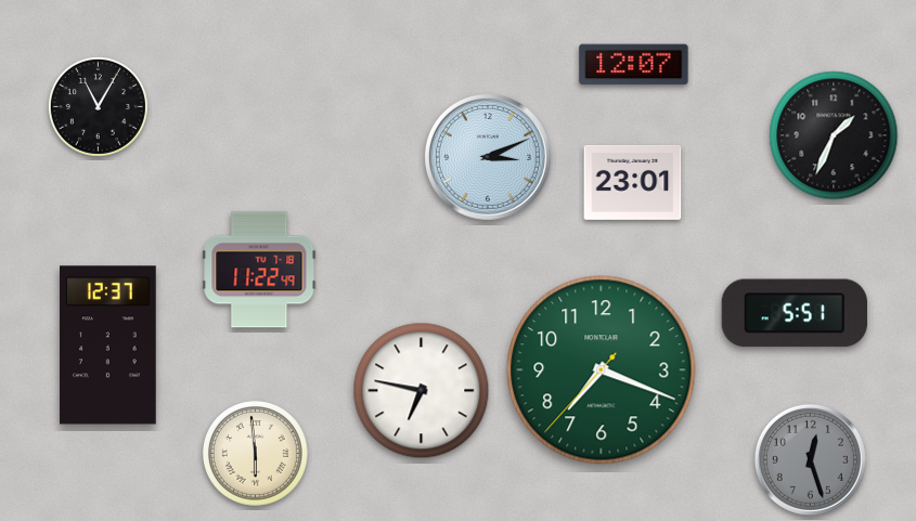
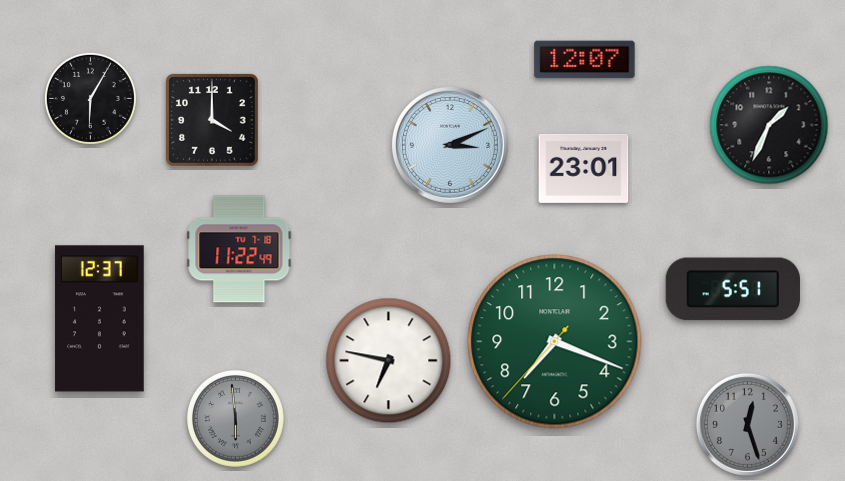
clock at (98, 106): 11:05 -> 6:05
clock at (213, 121): none -> 4:00
clock at (255, 453) dial: cream -> grey
